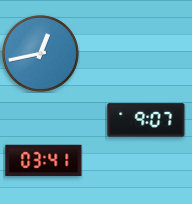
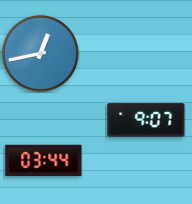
clock at (44, 161): 03:41 -> 03:44
